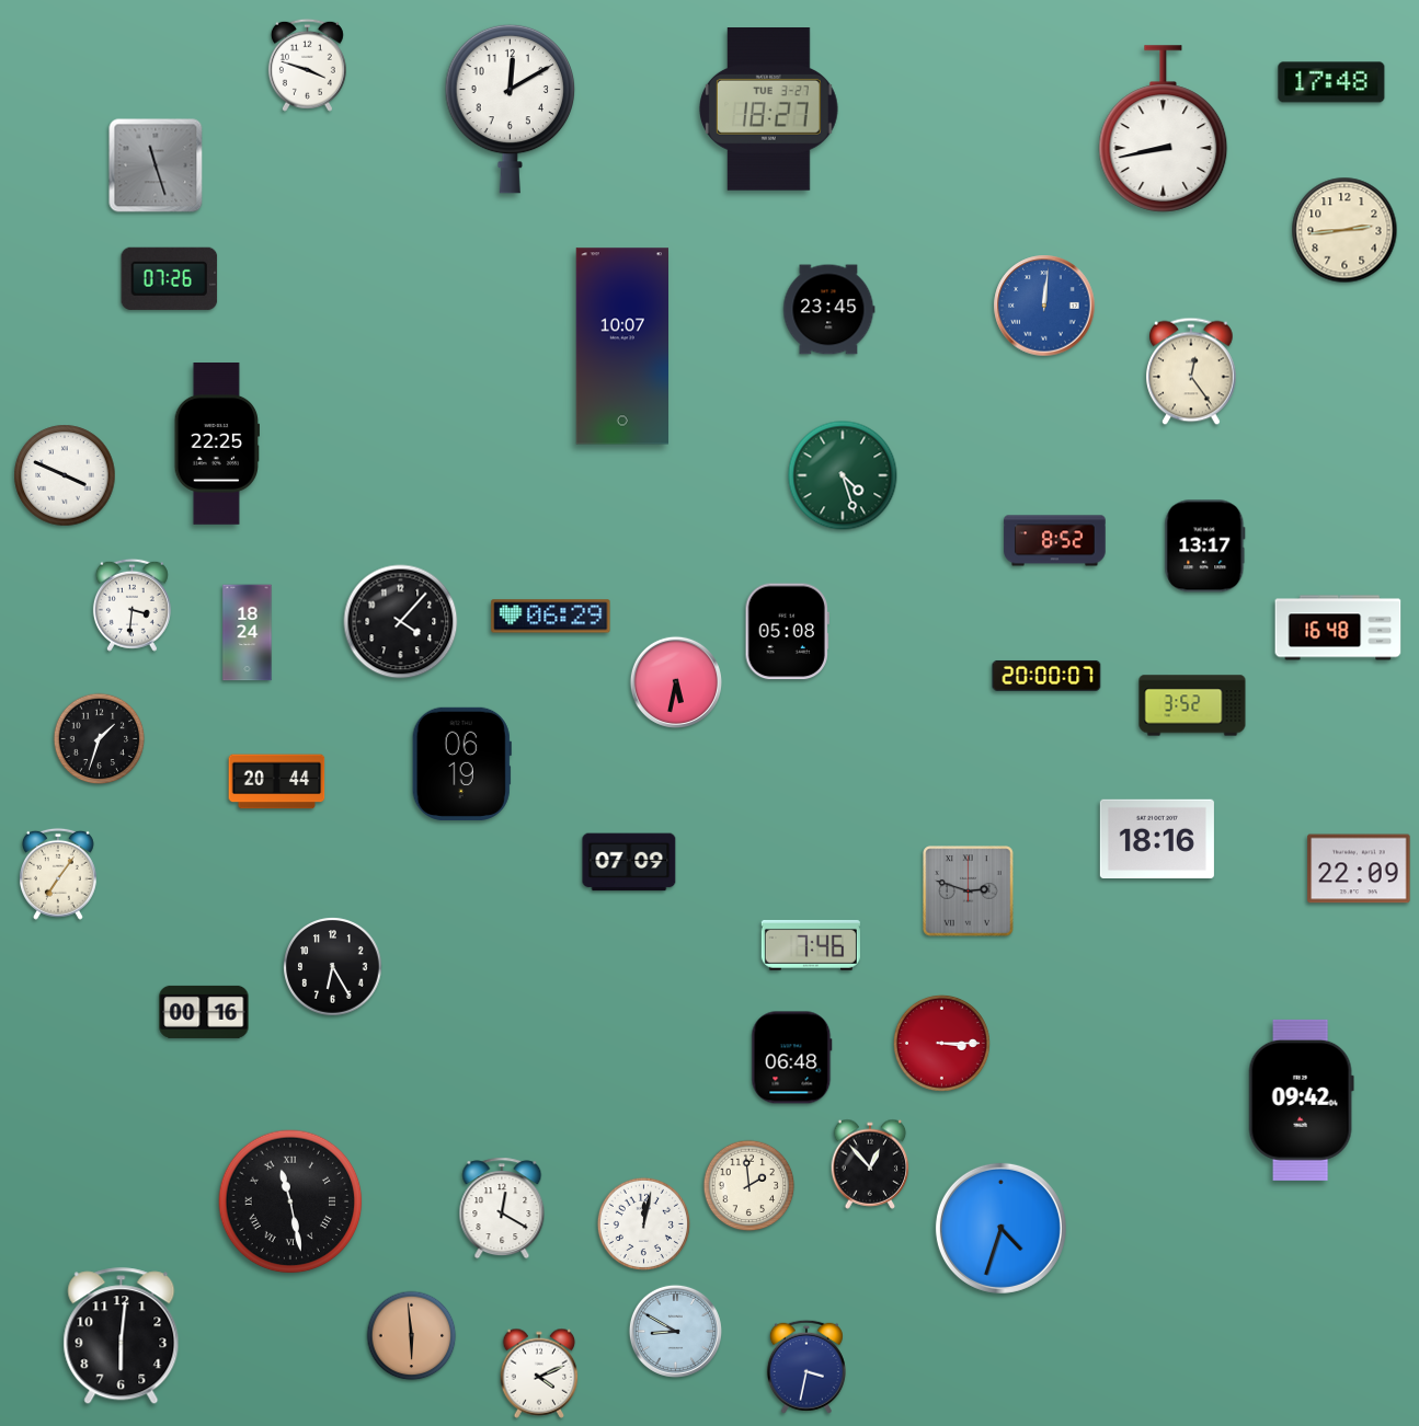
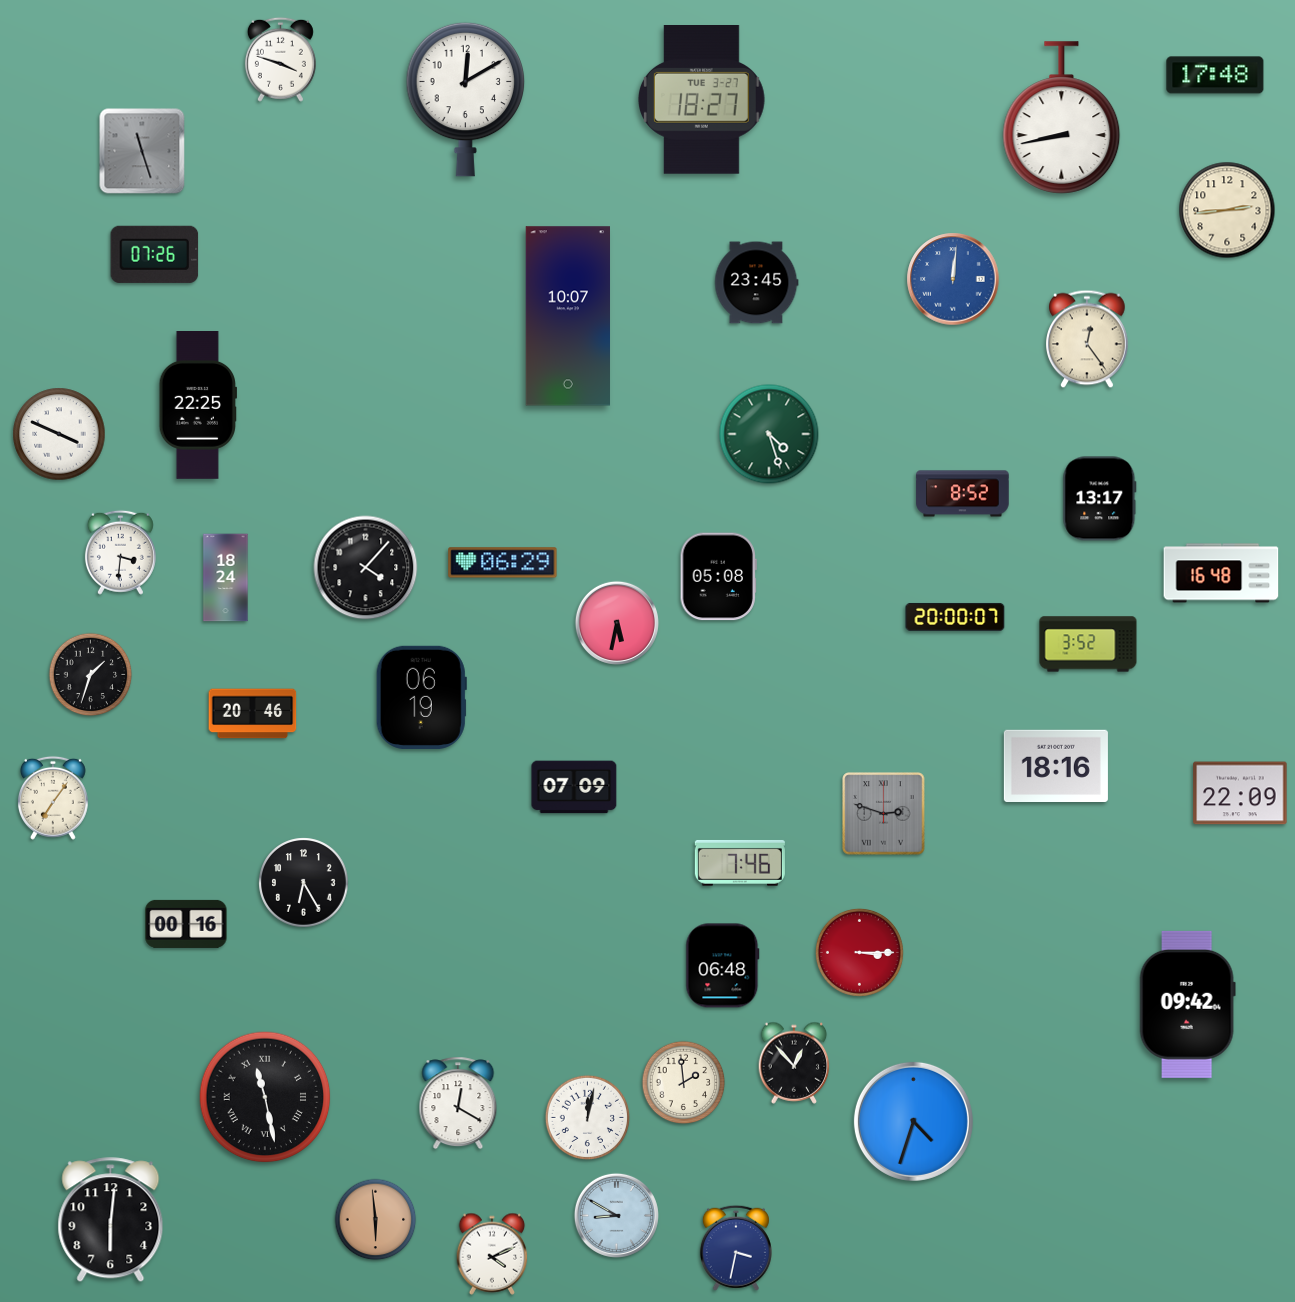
clock at (277, 782): 20:44 -> 20:46
